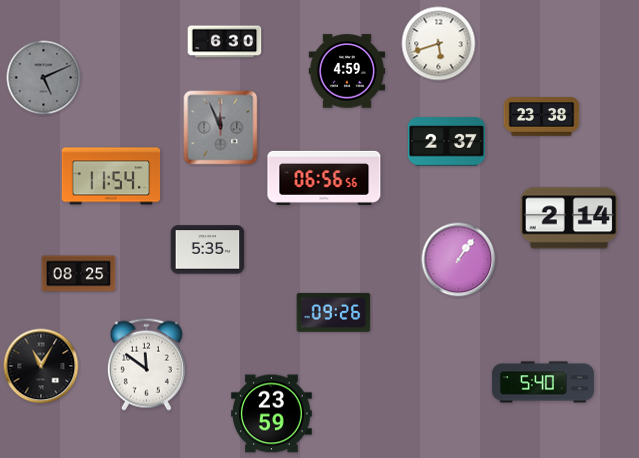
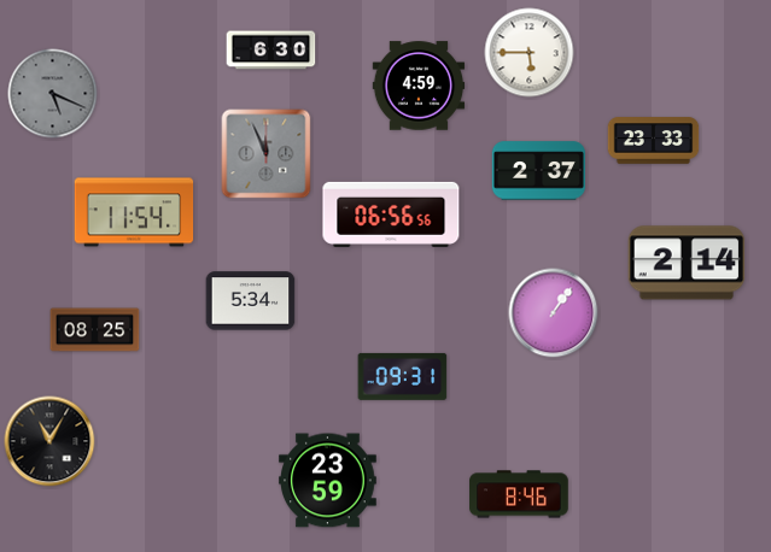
clock at (439, 44): 5:42 -> 5:45
clock at (44, 78): 5:11 -> 5:19
clock at (542, 117): 23:38 -> 23:33
clock at (208, 250): 5:35 -> 5:34
clock at (334, 312): 09:26 -> 09:31
clock at (146, 364): 11:51 -> none
clock at (543, 382): 5:40 -> none
clock at (519, 494): none -> 8:46
clock at (272, 414) position: (272, 414) -> (328, 481)
